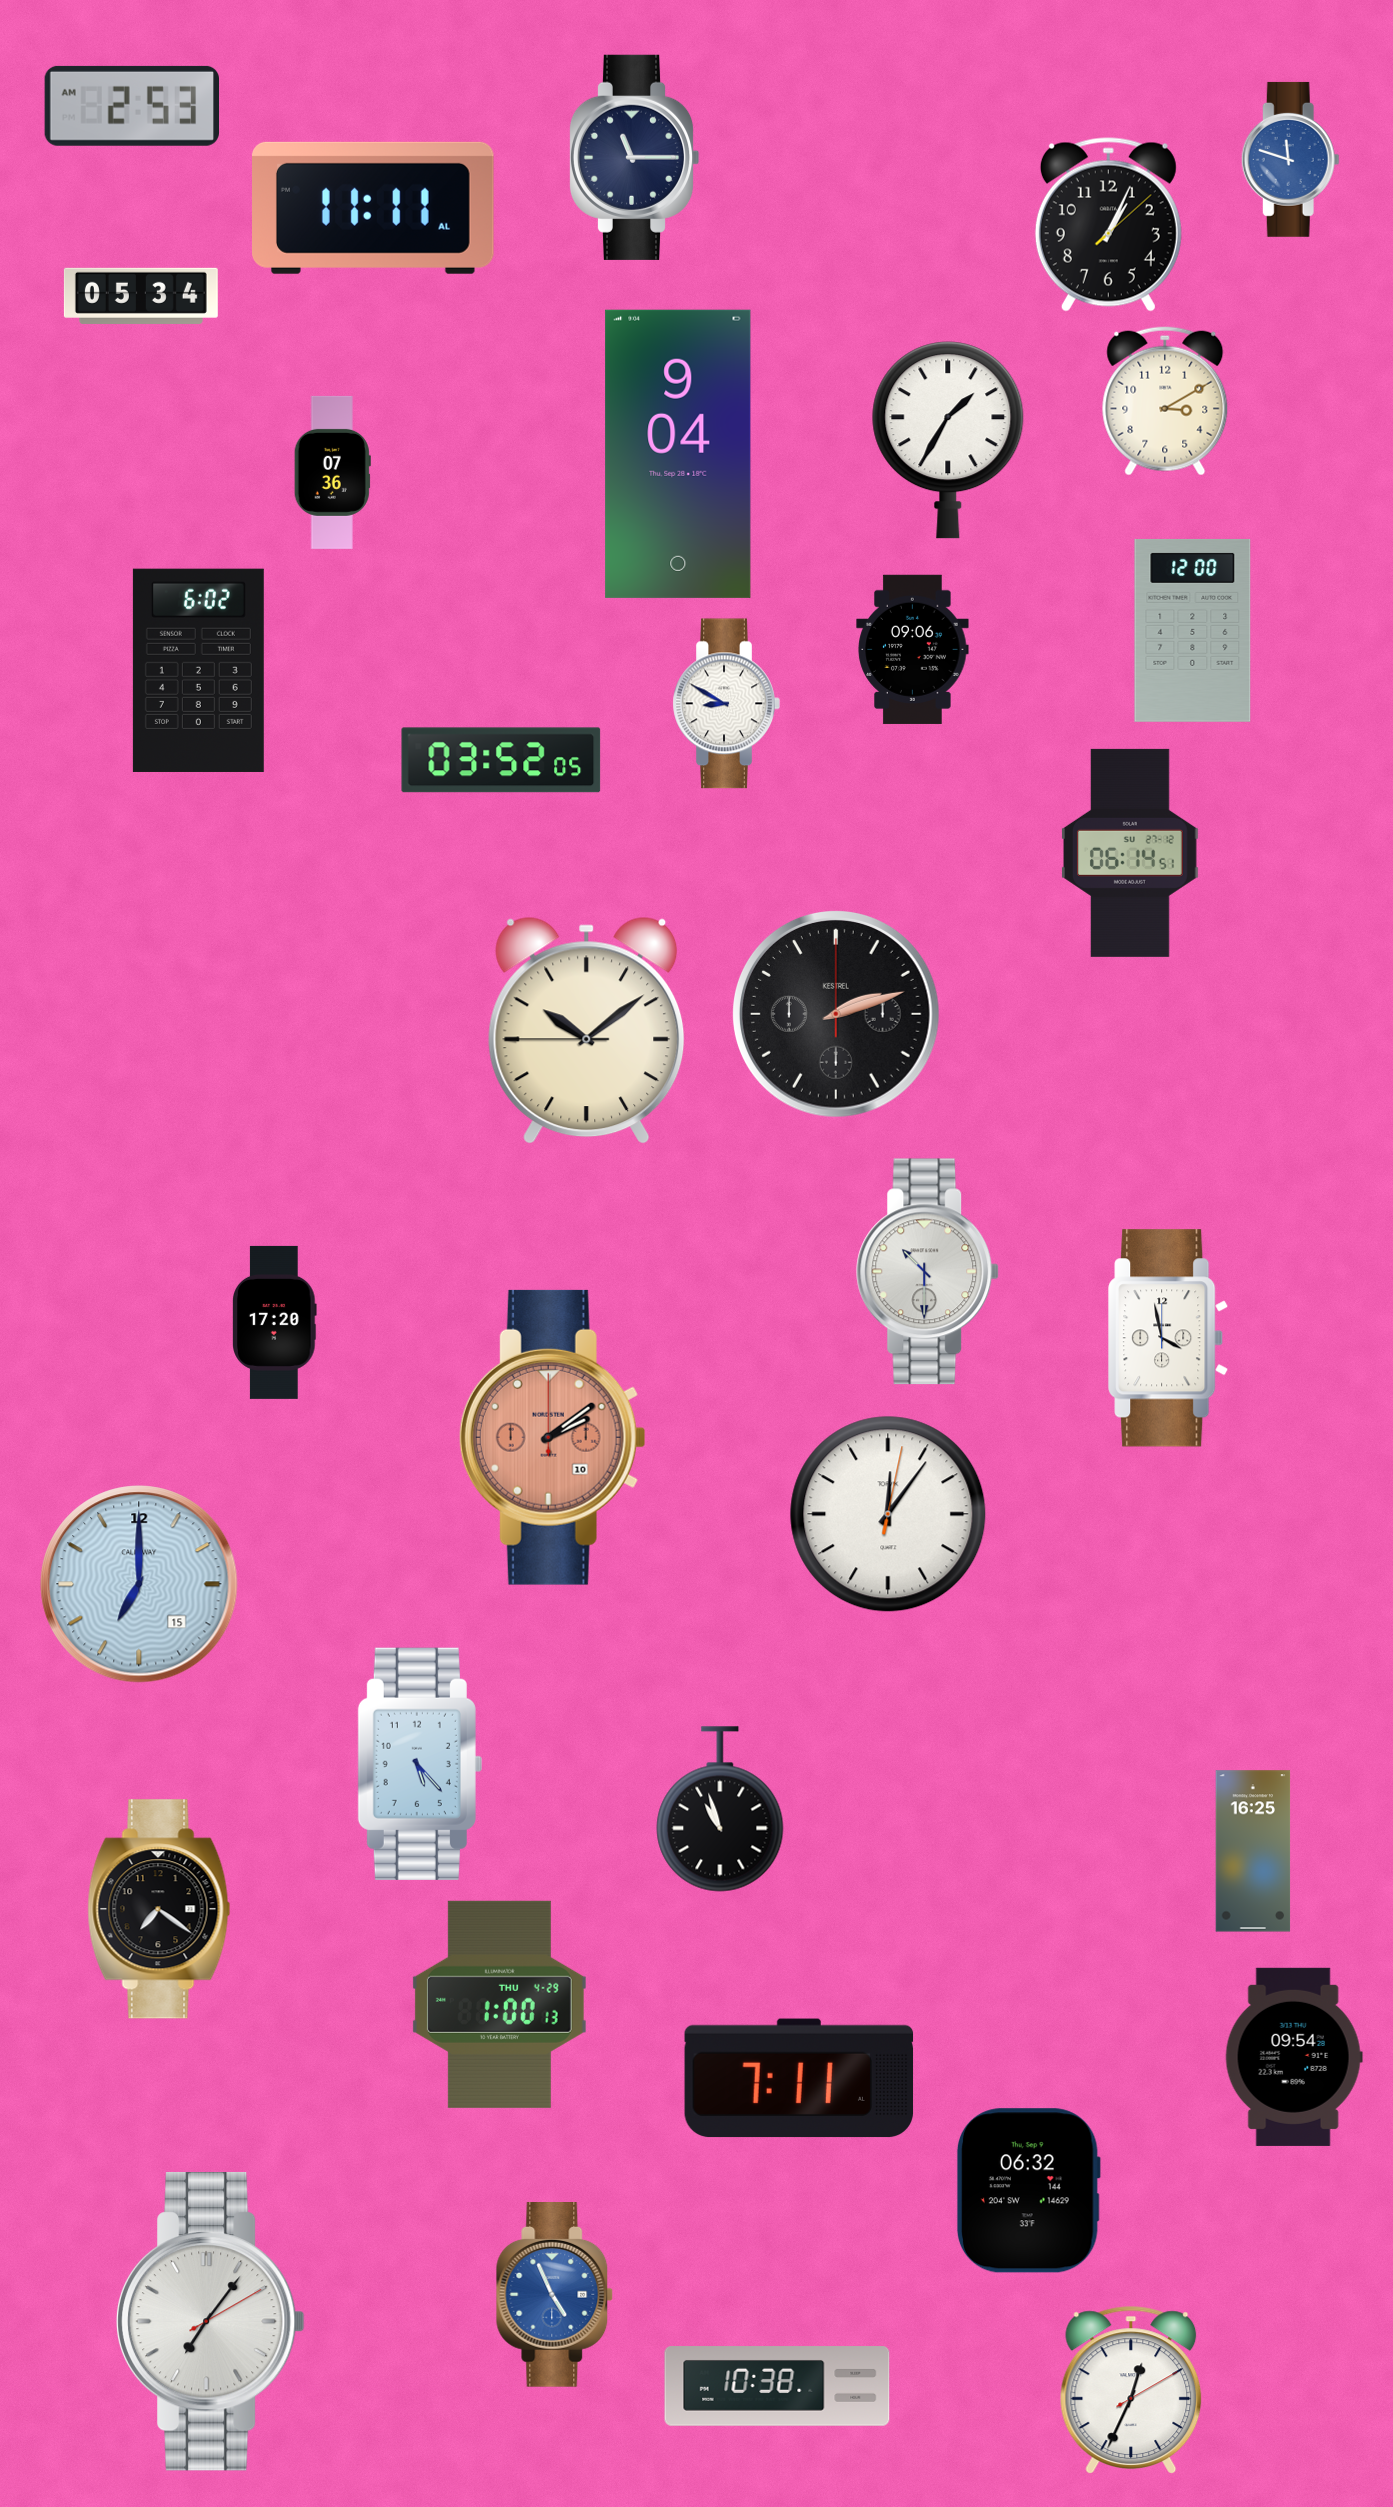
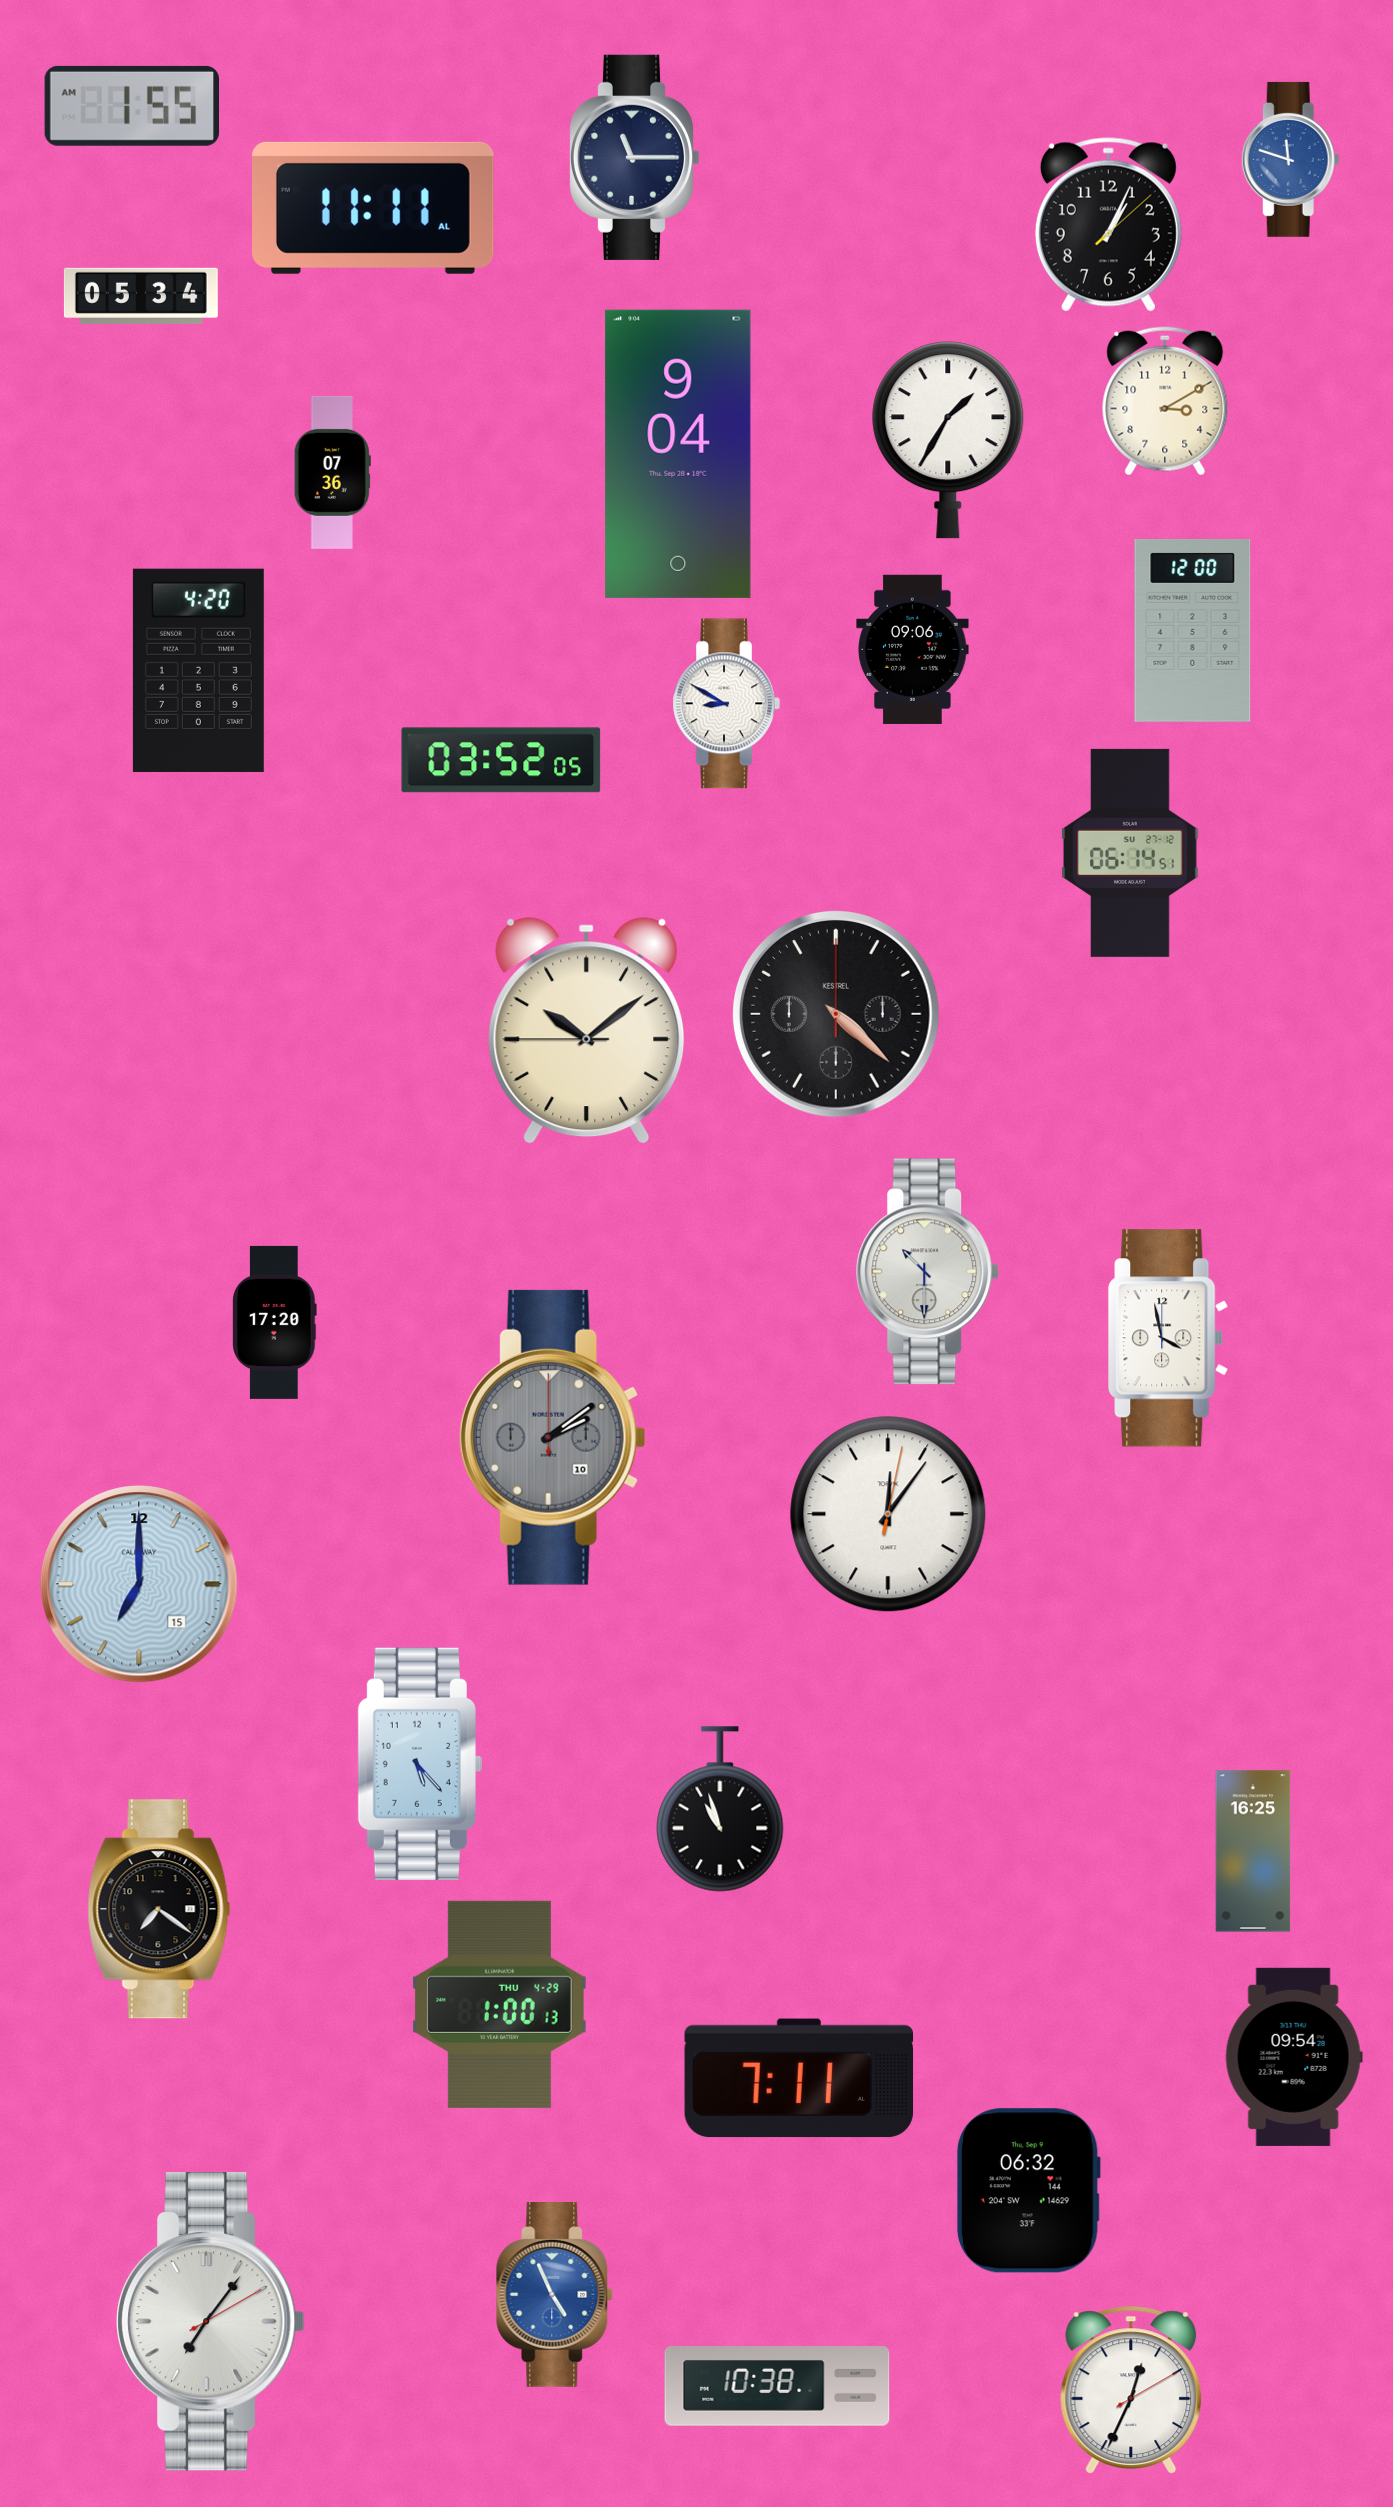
clock at (131, 106): 2:53 -> 1:55
clock at (198, 670): 6:02 -> 4:20
clock at (837, 1015): 2:12 -> 4:22
clock at (552, 1437) dial: salmon -> grey
